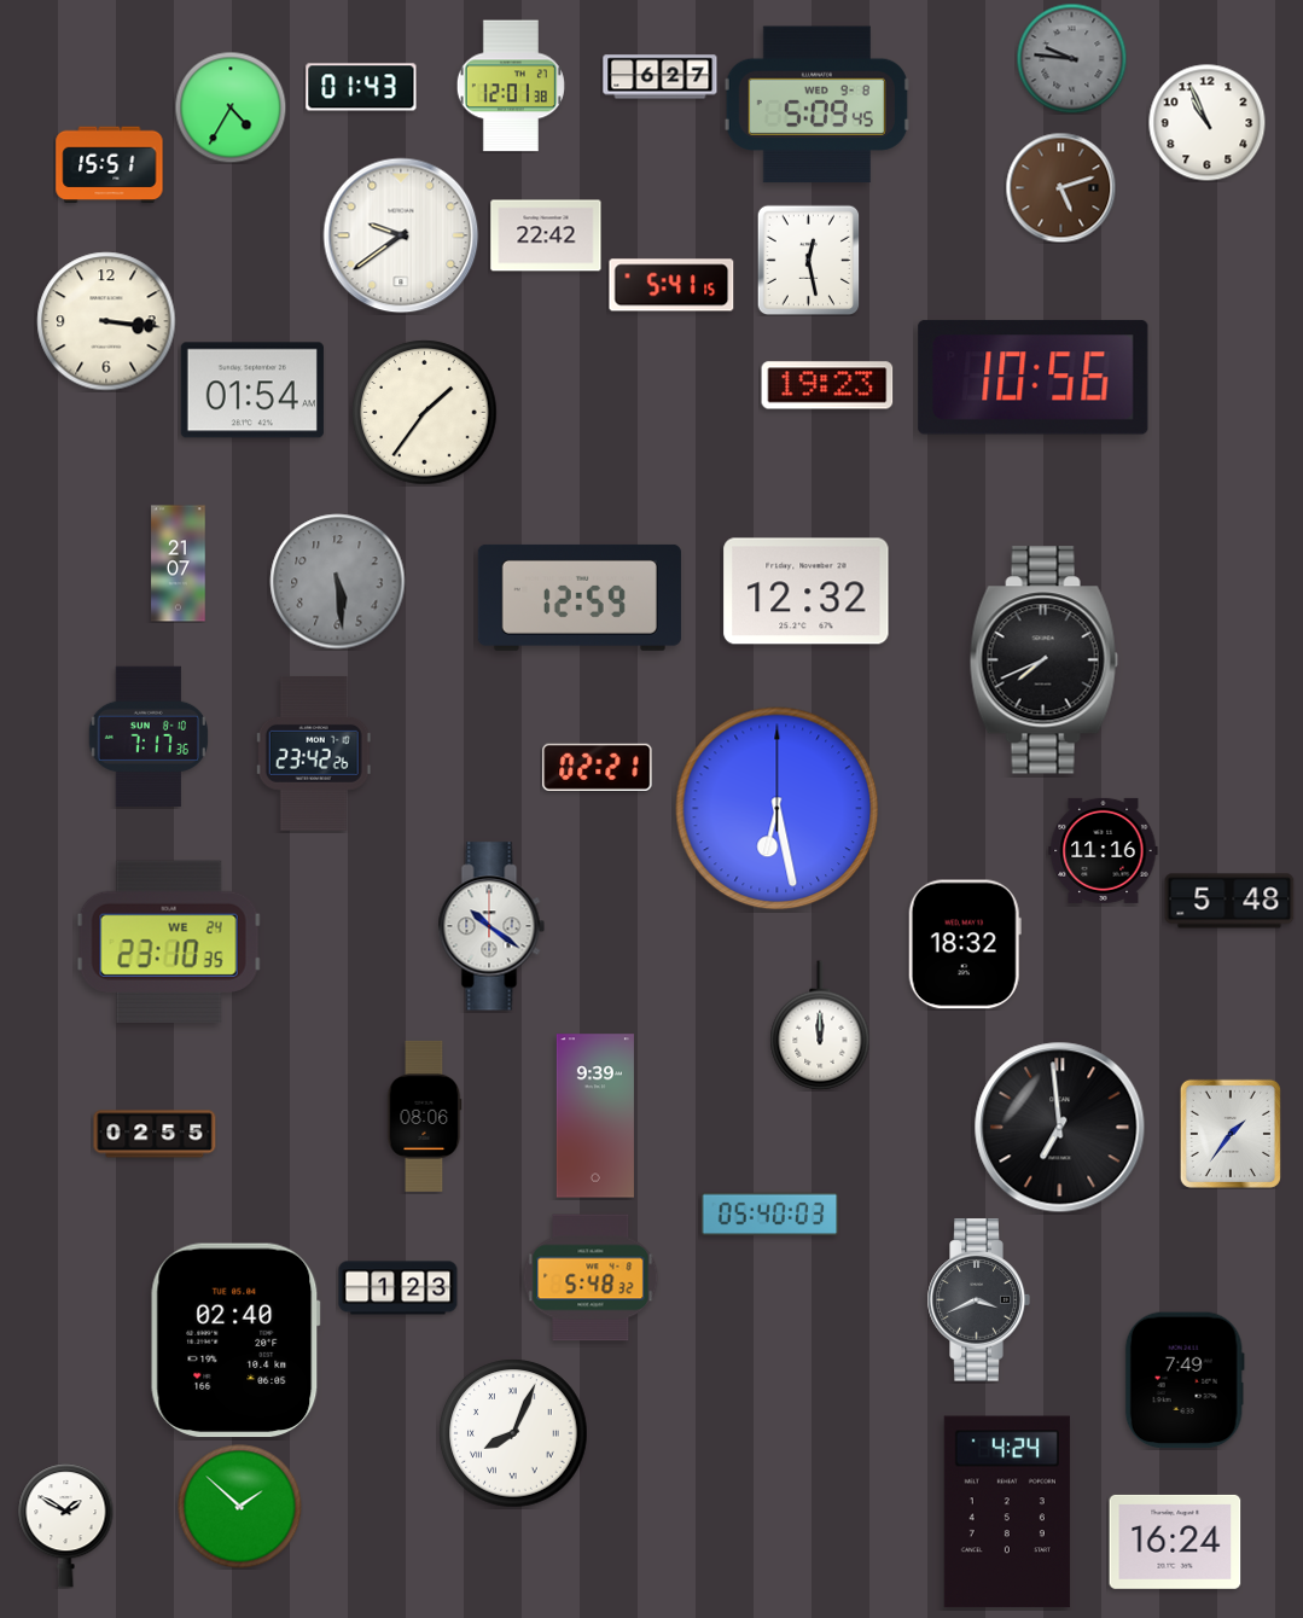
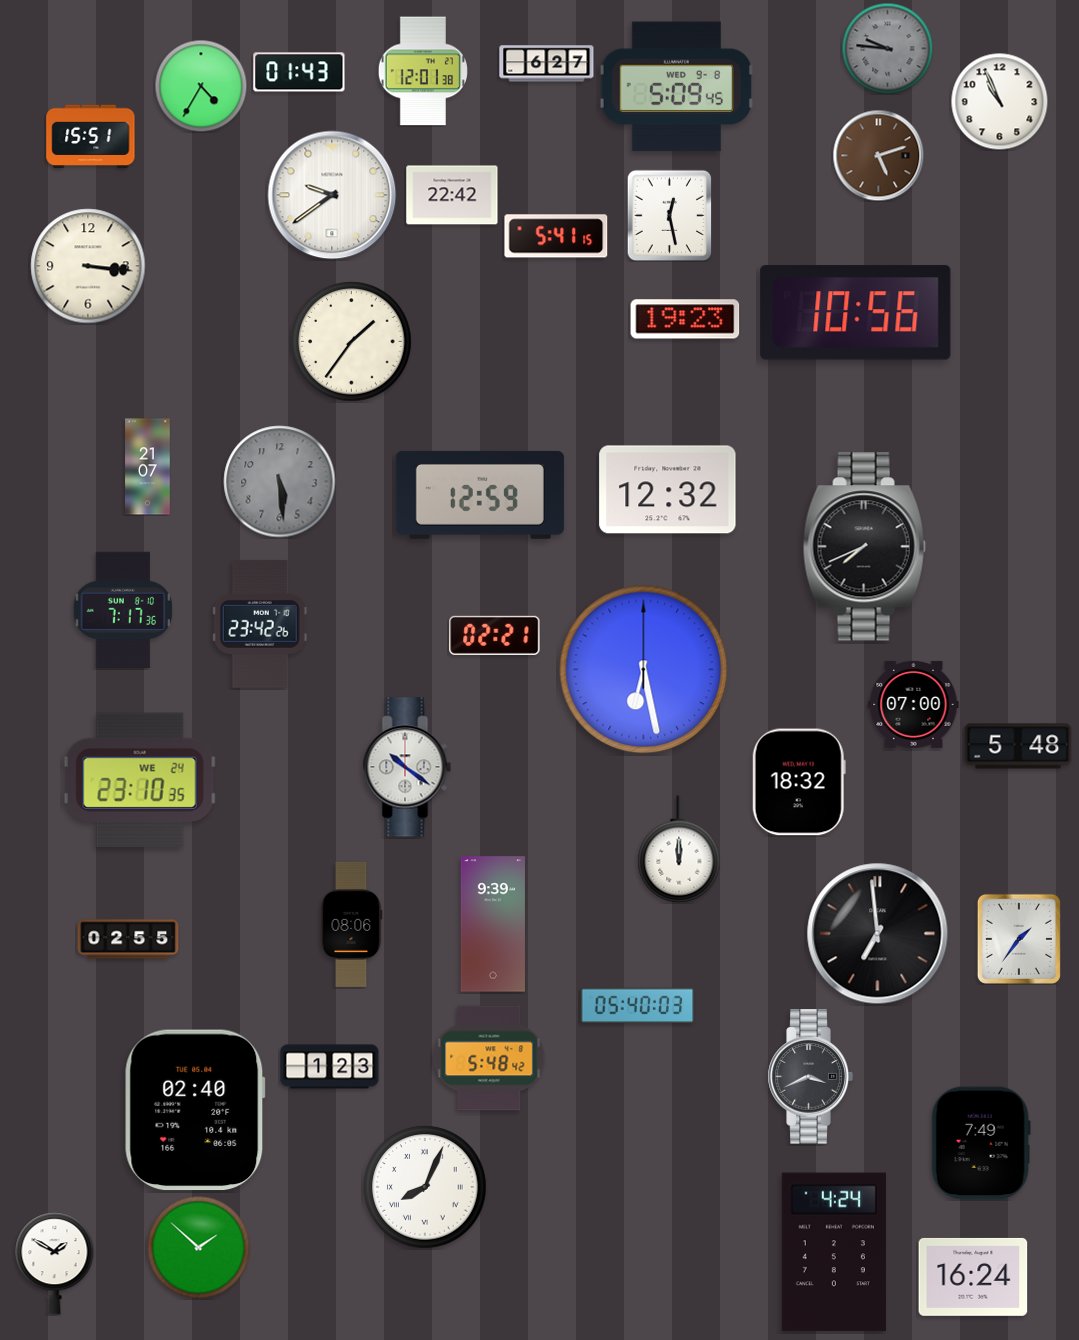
clock at (231, 107) position: (231, 107) -> (201, 86)
clock at (252, 390): 01:54 -> none
clock at (1104, 850): 11:16 -> 07:00
clock at (591, 1277): 5:48:32 -> 5:48:42
